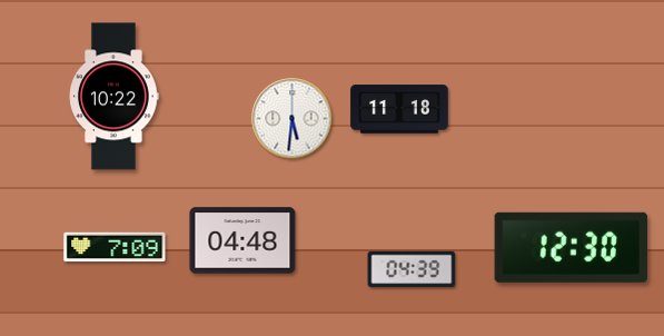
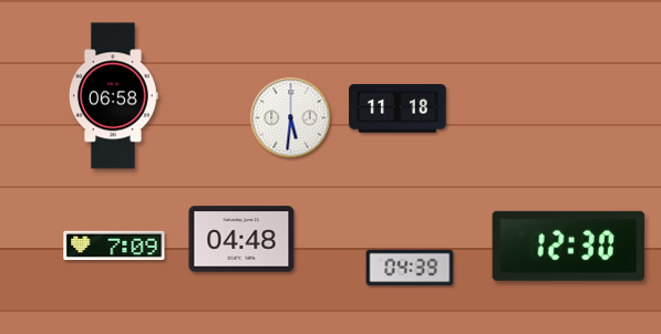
clock at (115, 97): 10:22 -> 06:58
